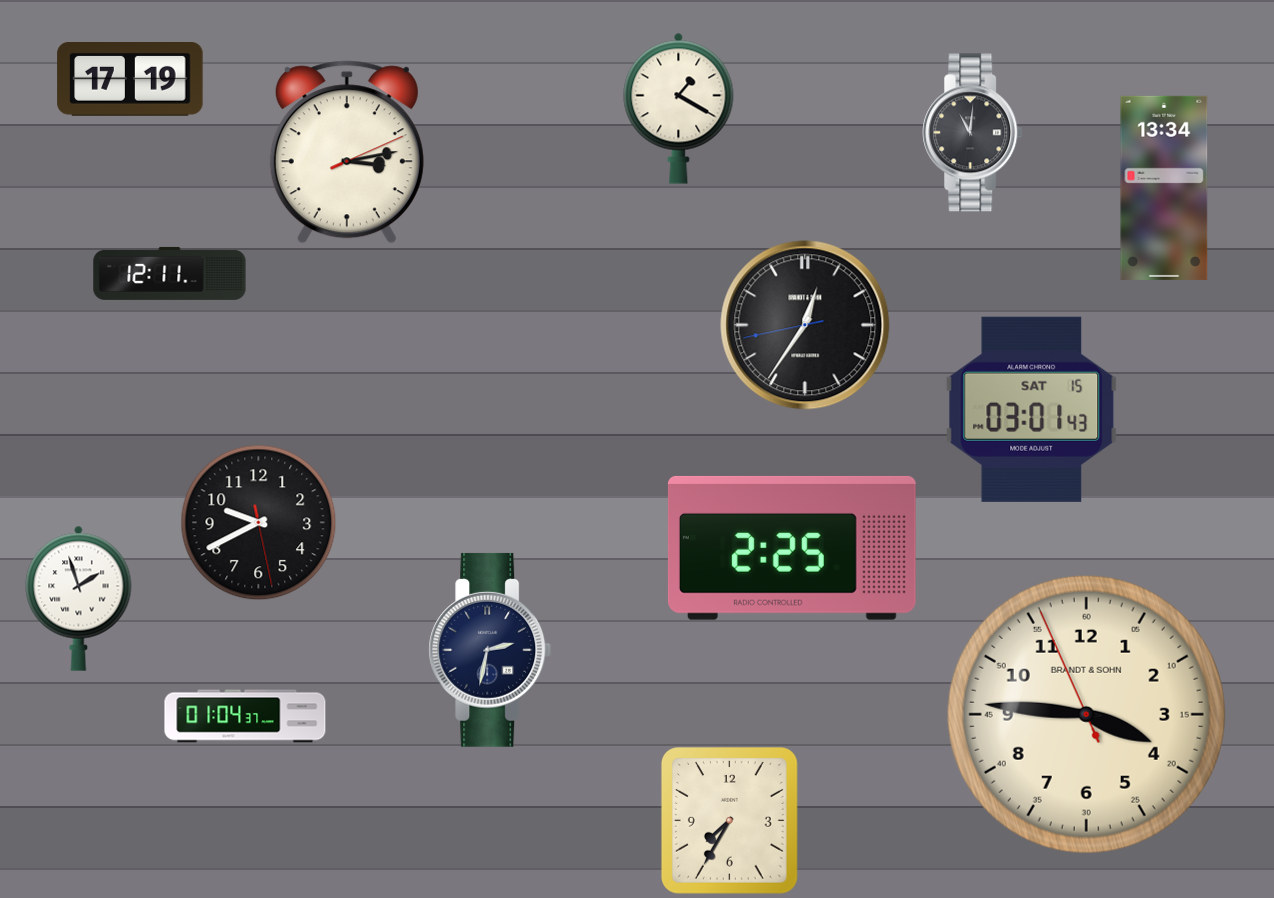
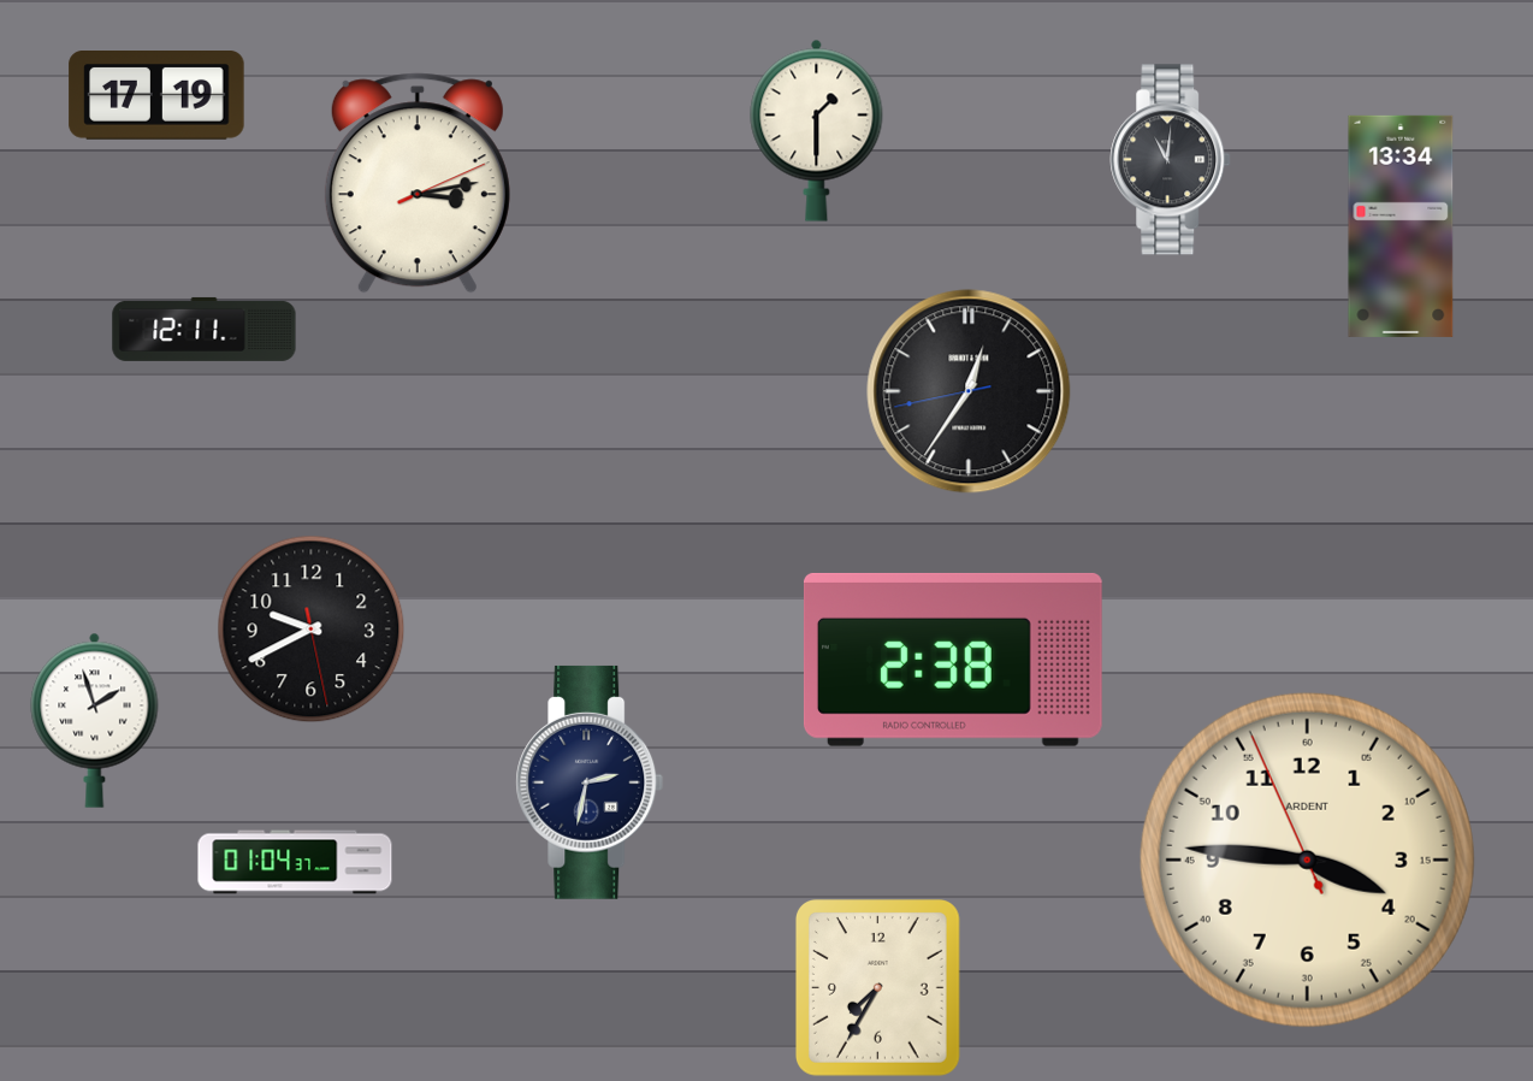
clock at (679, 108): 1:20 -> 1:30
clock at (1032, 409): 03:01 -> none
clock at (792, 548): 2:25 -> 2:38
clock at (1086, 714) brand: BRANDT & SOHN -> ARDENT
